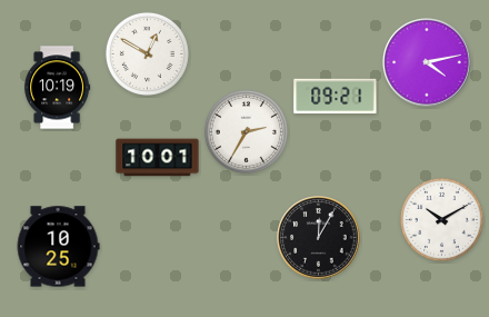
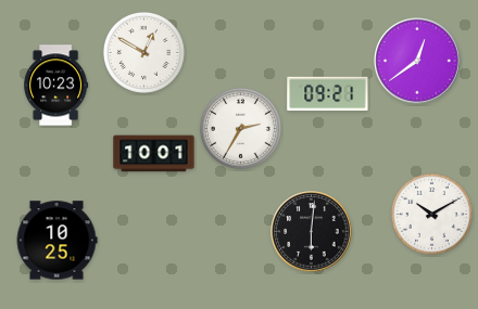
clock at (427, 62): 4:13 -> 12:39
clock at (58, 88): 10:19 -> 10:23
clock at (319, 238): 12:05 -> 6:01
